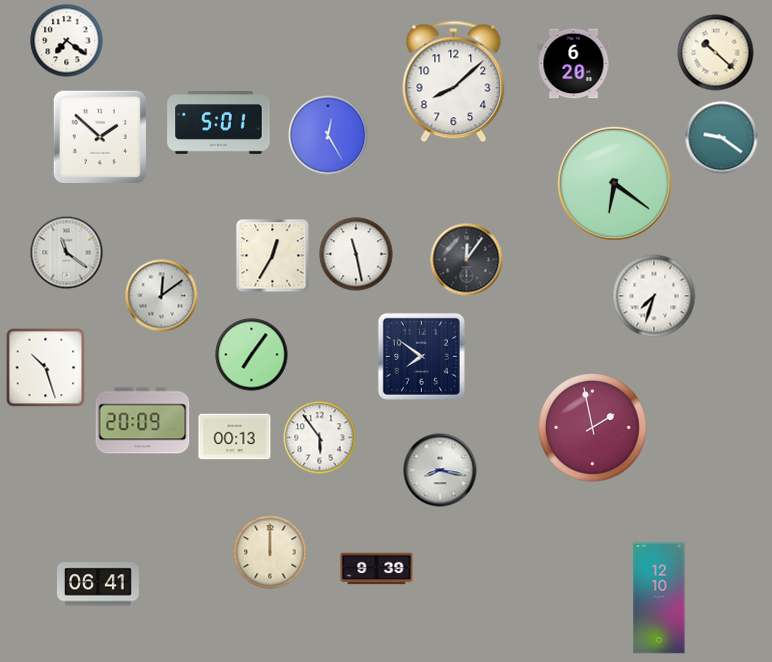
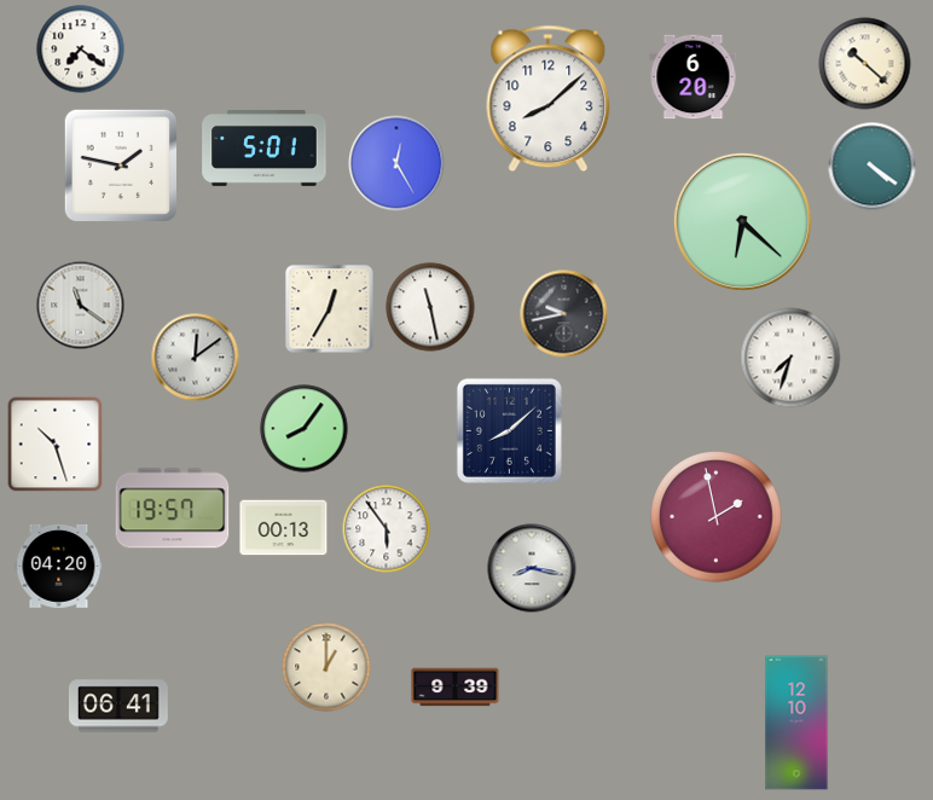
clock at (99, 136): 1:52 -> 1:47
clock at (722, 138): 9:21 -> 4:21
clock at (614, 183): 6:21 -> 6:22
clock at (467, 260): 12:06 -> 9:43
clock at (252, 355): 7:06 -> 8:06
clock at (421, 356): 7:51 -> 8:08
clock at (143, 421): 20:09 -> 19:57
clock at (59, 566): none -> 04:20
clock at (270, 552): 12:00 -> 1:00
